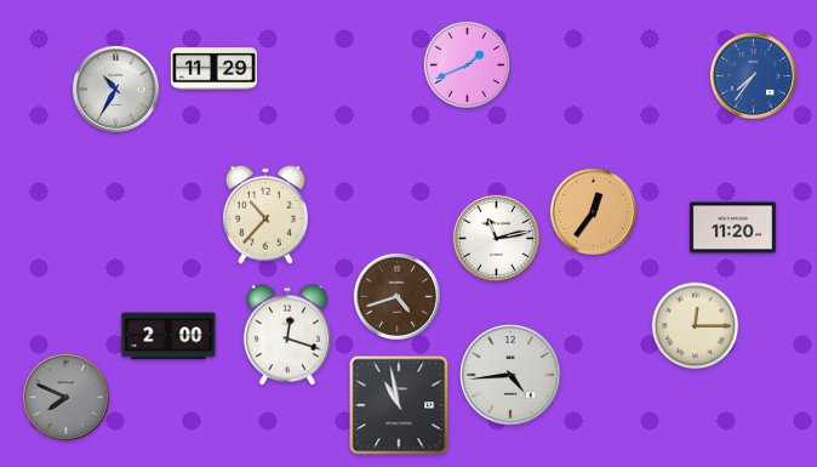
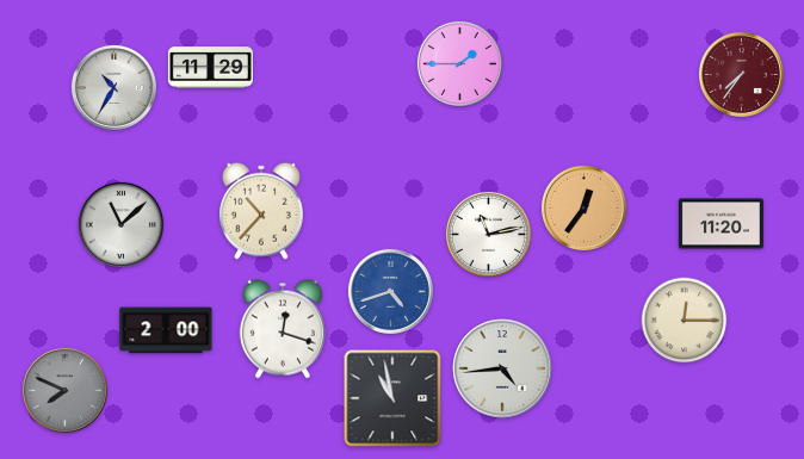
clock at (467, 64): 1:41 -> 1:45
clock at (753, 75) dial: blue -> burgundy
clock at (120, 224): none -> 11:08
clock at (396, 296) dial: brown -> blue
